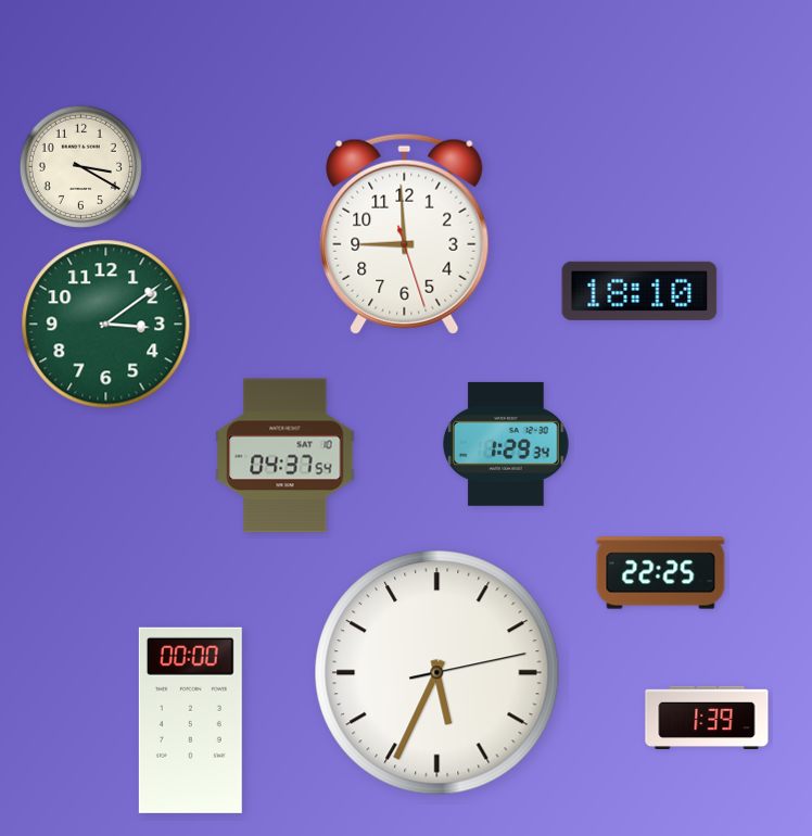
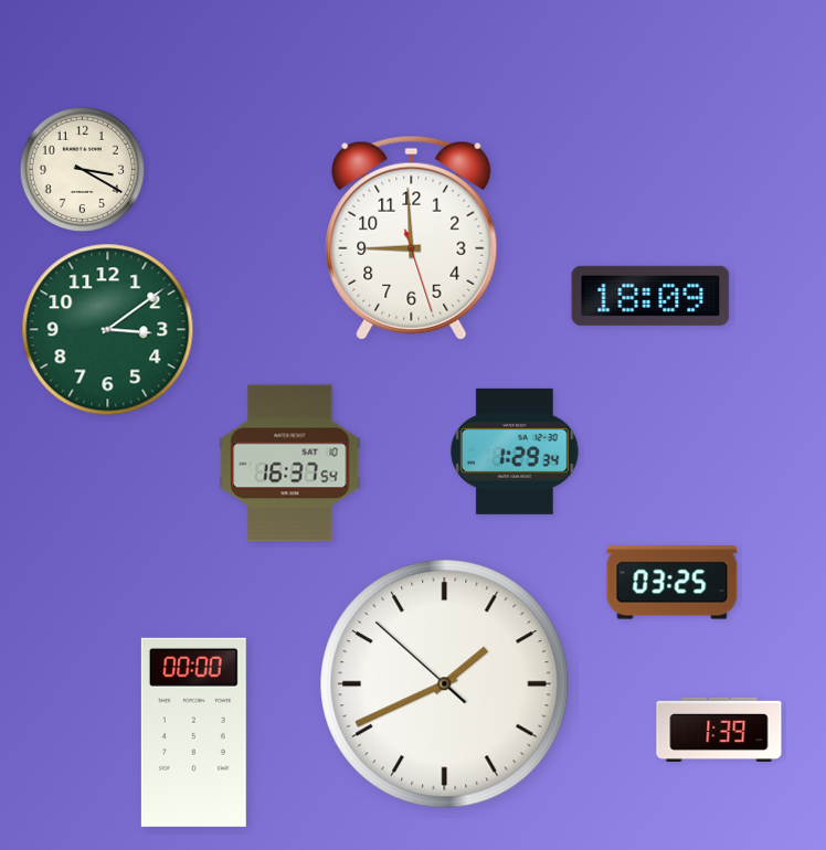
clock at (639, 291): 18:10 -> 18:09
clock at (286, 456): 04:37 -> 16:37
clock at (661, 573): 22:25 -> 03:25
clock at (437, 673): 5:34 -> 1:40
